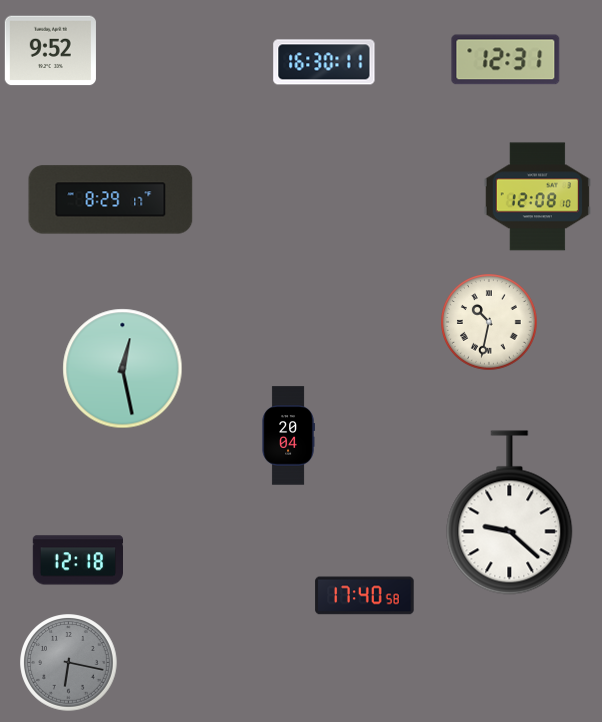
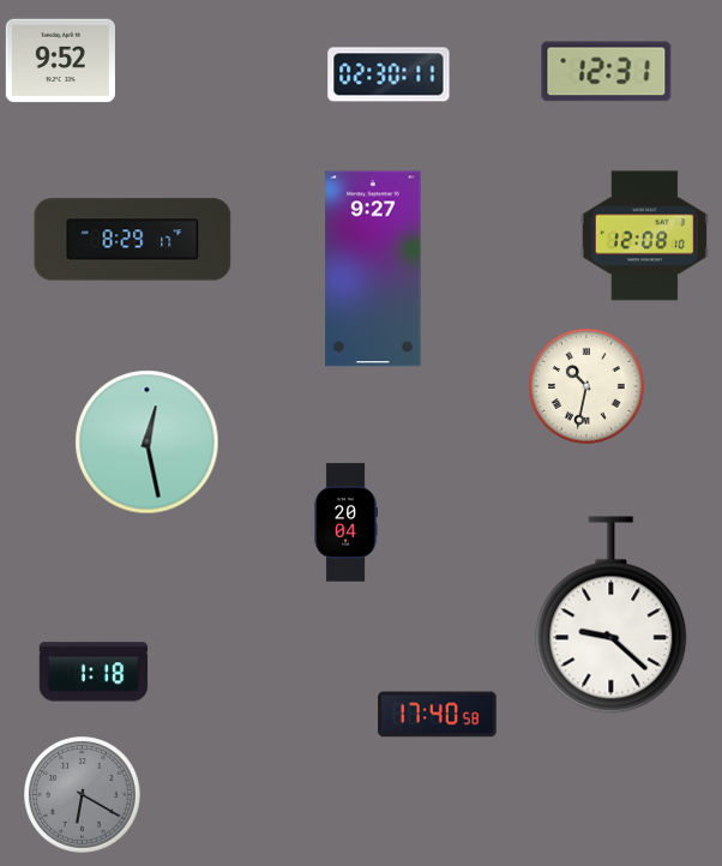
clock at (324, 62): 16:30 -> 02:30
clock at (373, 269): none -> 9:27
clock at (77, 560): 12:18 -> 1:18
clock at (69, 663): 6:17 -> 6:20
